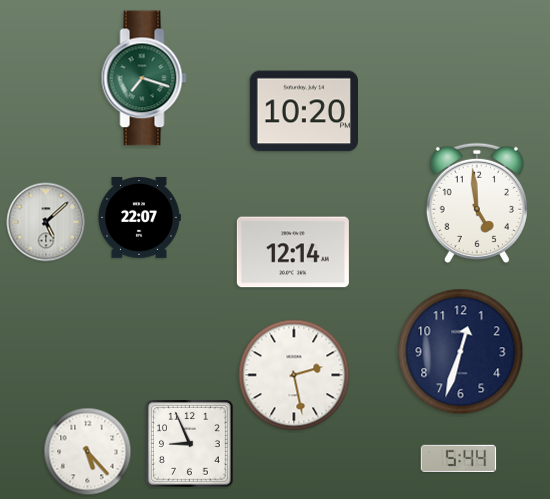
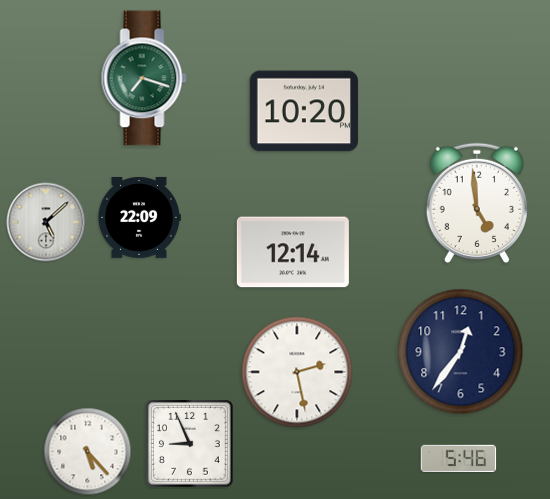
clock at (139, 217): 22:07 -> 22:09
clock at (461, 352): 12:33 -> 12:36
clock at (294, 375) position: (294, 375) -> (297, 372)
clock at (459, 458): 5:44 -> 5:46
